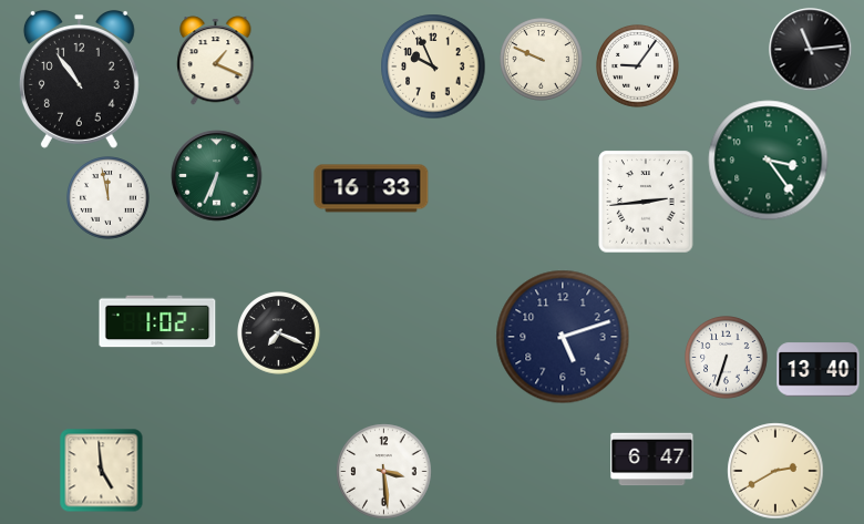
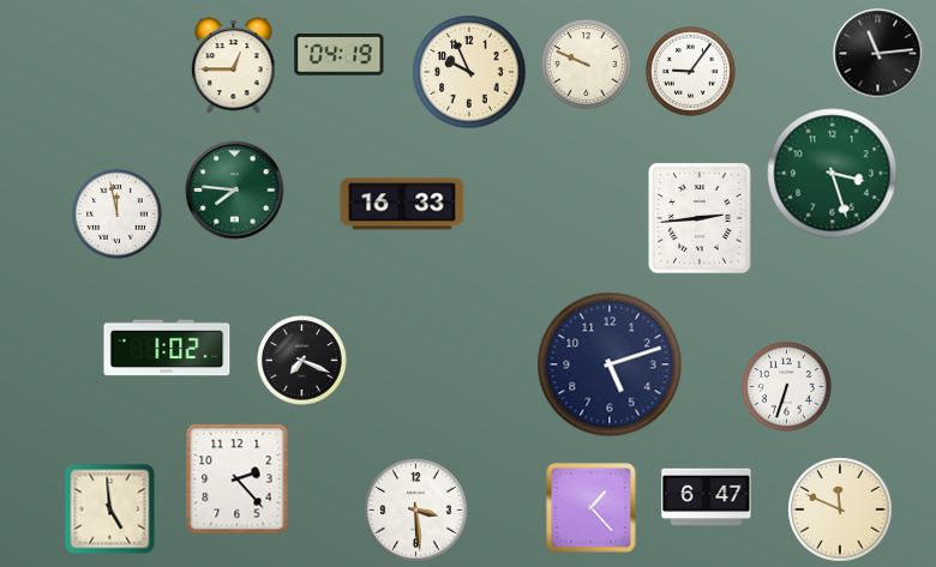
clock at (340, 55): none -> 04:19
clock at (216, 61): 1:19 -> 12:45
clock at (79, 80): 10:54 -> none
clock at (769, 161): 3:24 -> 3:27
clock at (217, 176): 6:34 -> 7:46
clock at (157, 321) position: (157, 321) -> (167, 348)
clock at (819, 370): 13:40 -> none
clock at (238, 479): none -> 2:23
clock at (592, 508): none -> 1:23
clock at (775, 471): 2:40 -> 11:49
